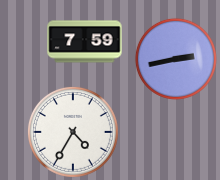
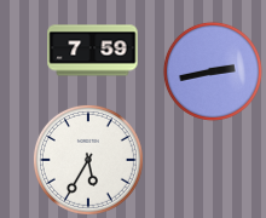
clock at (85, 42) position: (85, 42) -> (93, 51)
clock at (73, 132): 4:35 -> 5:35
